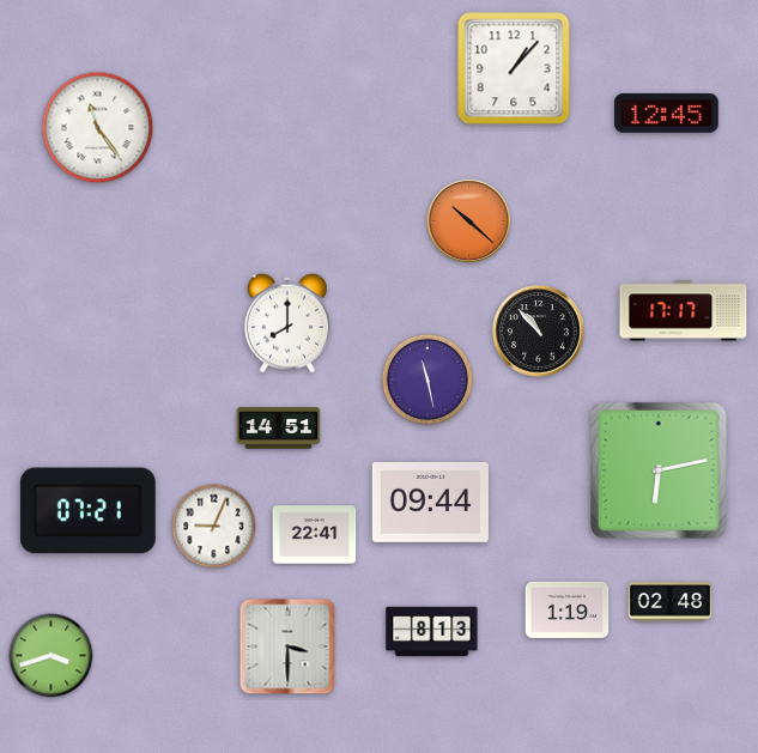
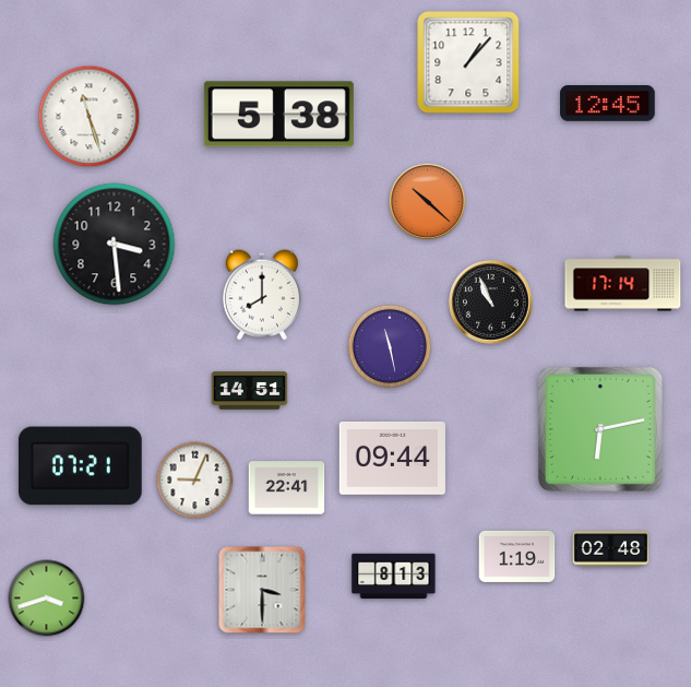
clock at (278, 115): none -> 5:38
clock at (98, 128): 11:24 -> 11:27
clock at (115, 245): none -> 3:29
clock at (684, 311): 17:17 -> 17:14
clock at (539, 332): 10:53 -> 10:56
clock at (279, 429) position: (279, 429) -> (250, 391)
